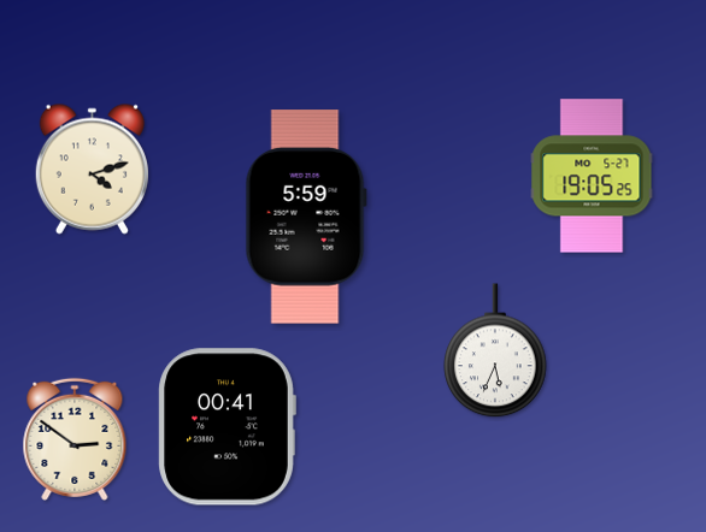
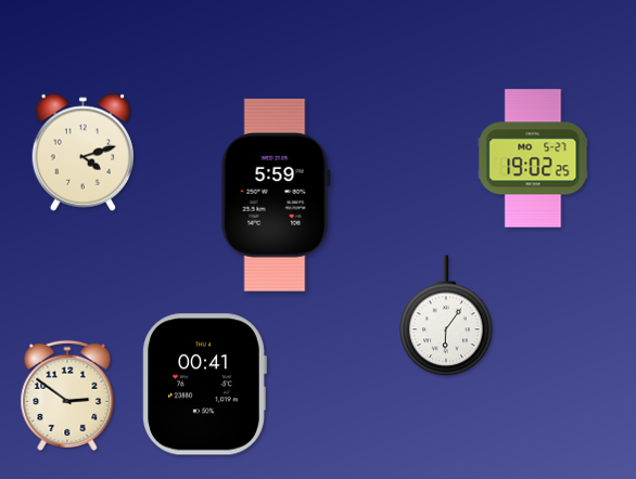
clock at (592, 176): 19:05 -> 19:02
clock at (495, 351): 5:34 -> 6:06
